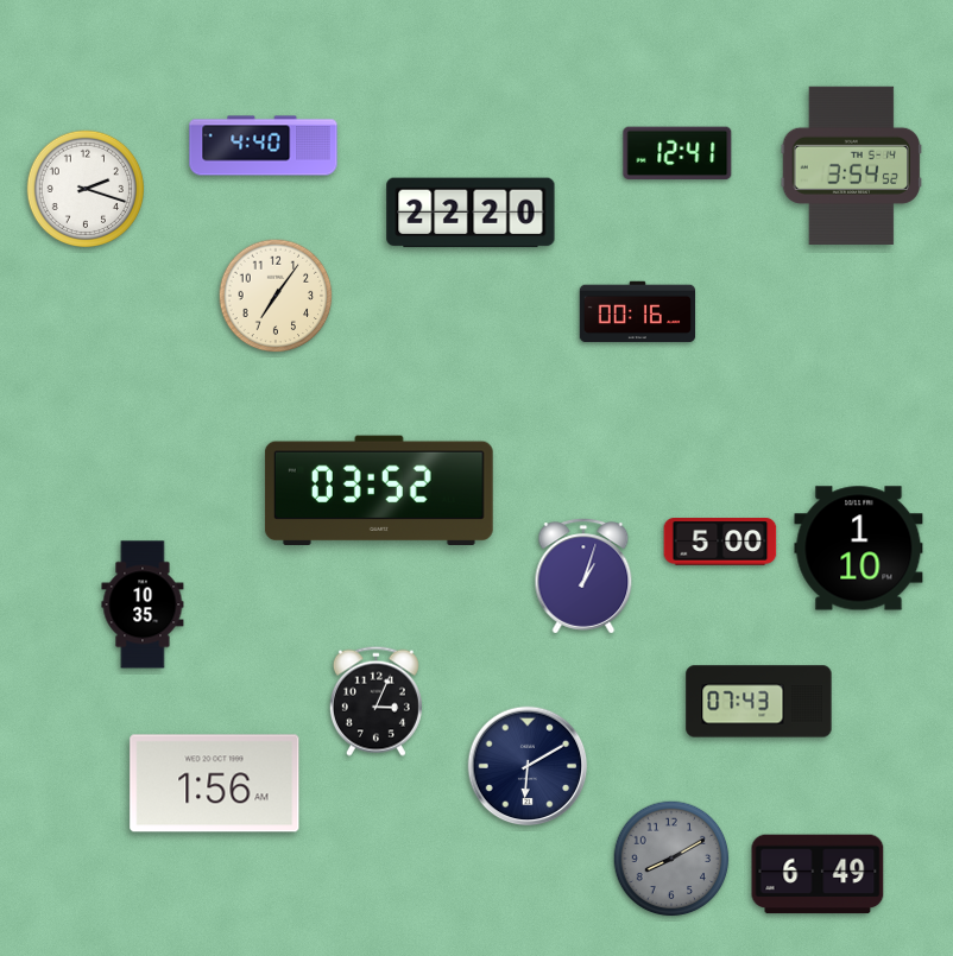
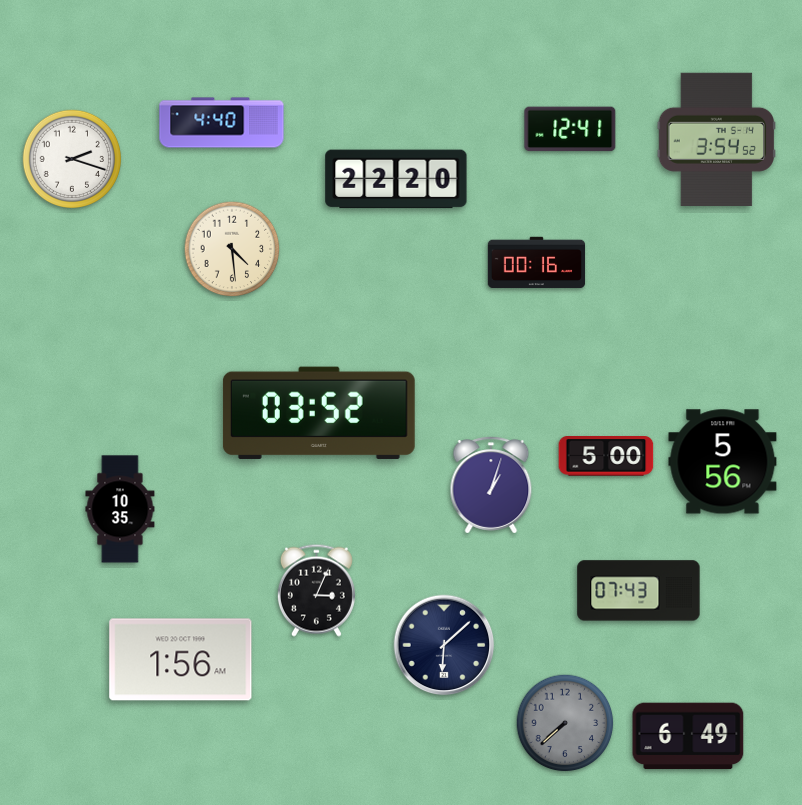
clock at (276, 296): 7:06 -> 4:29
clock at (859, 549): 1:10 -> 5:56
clock at (528, 766): 6:10 -> 6:08
clock at (671, 859): 8:10 -> 7:38
